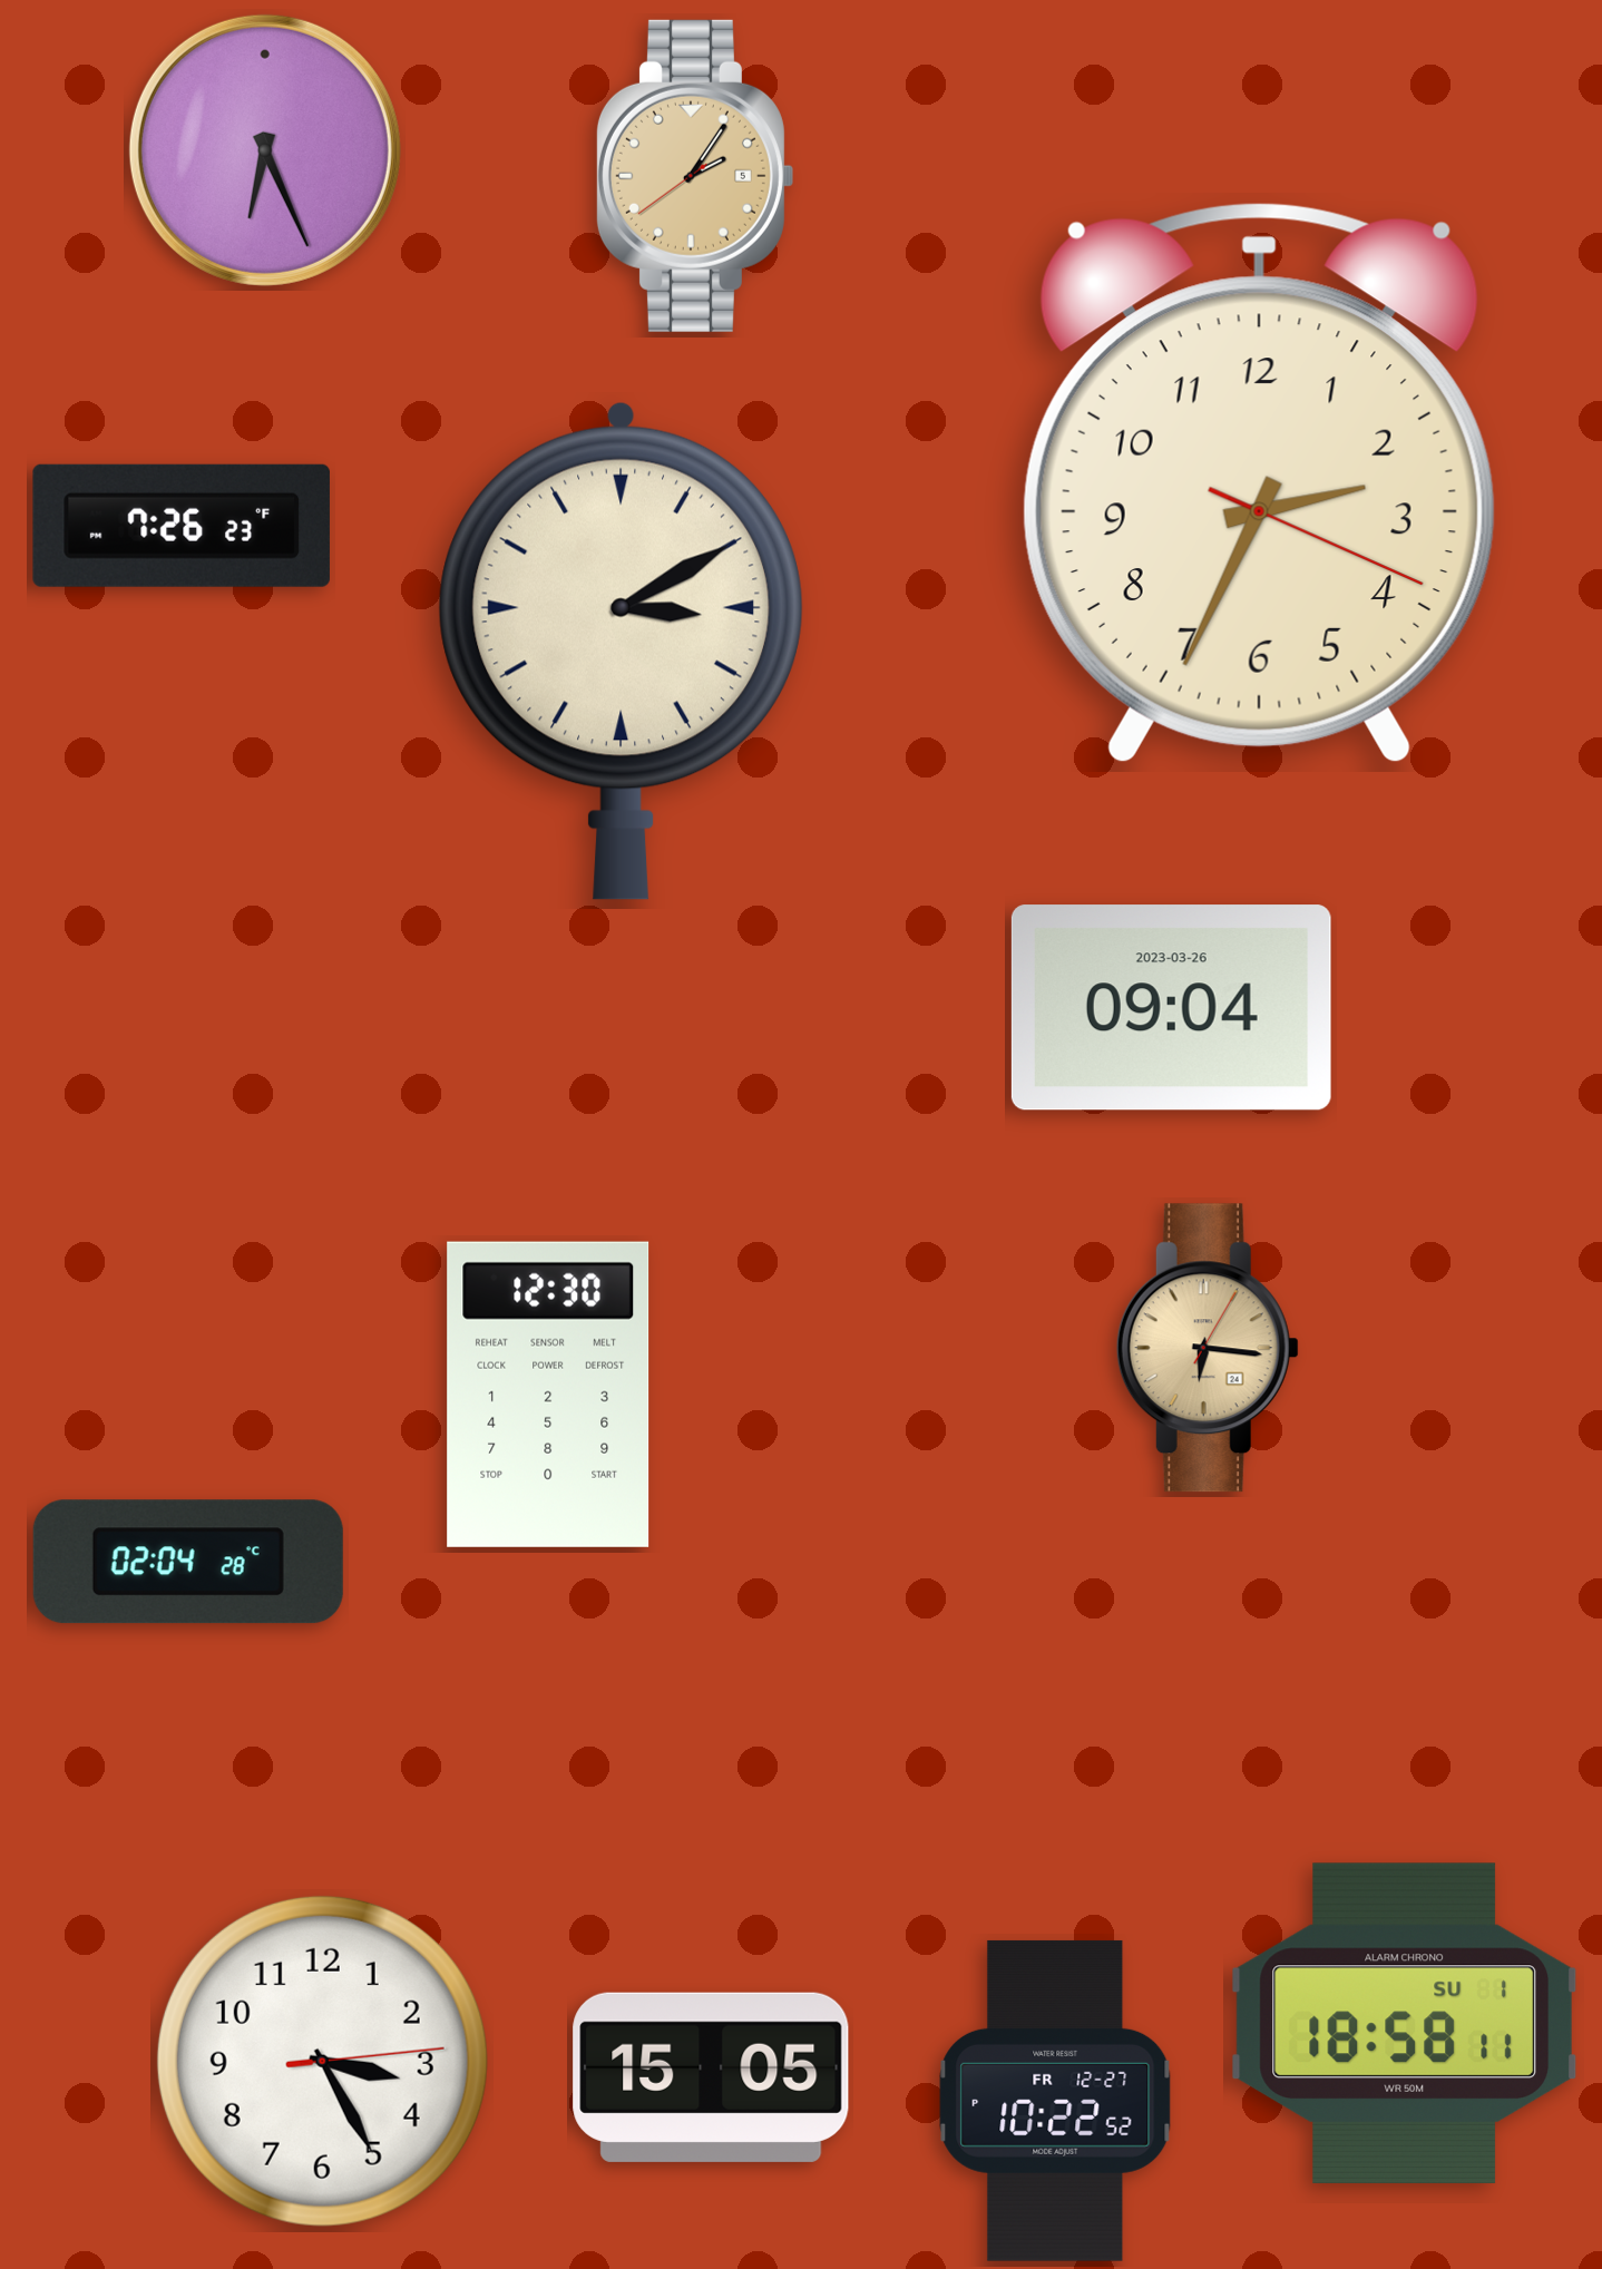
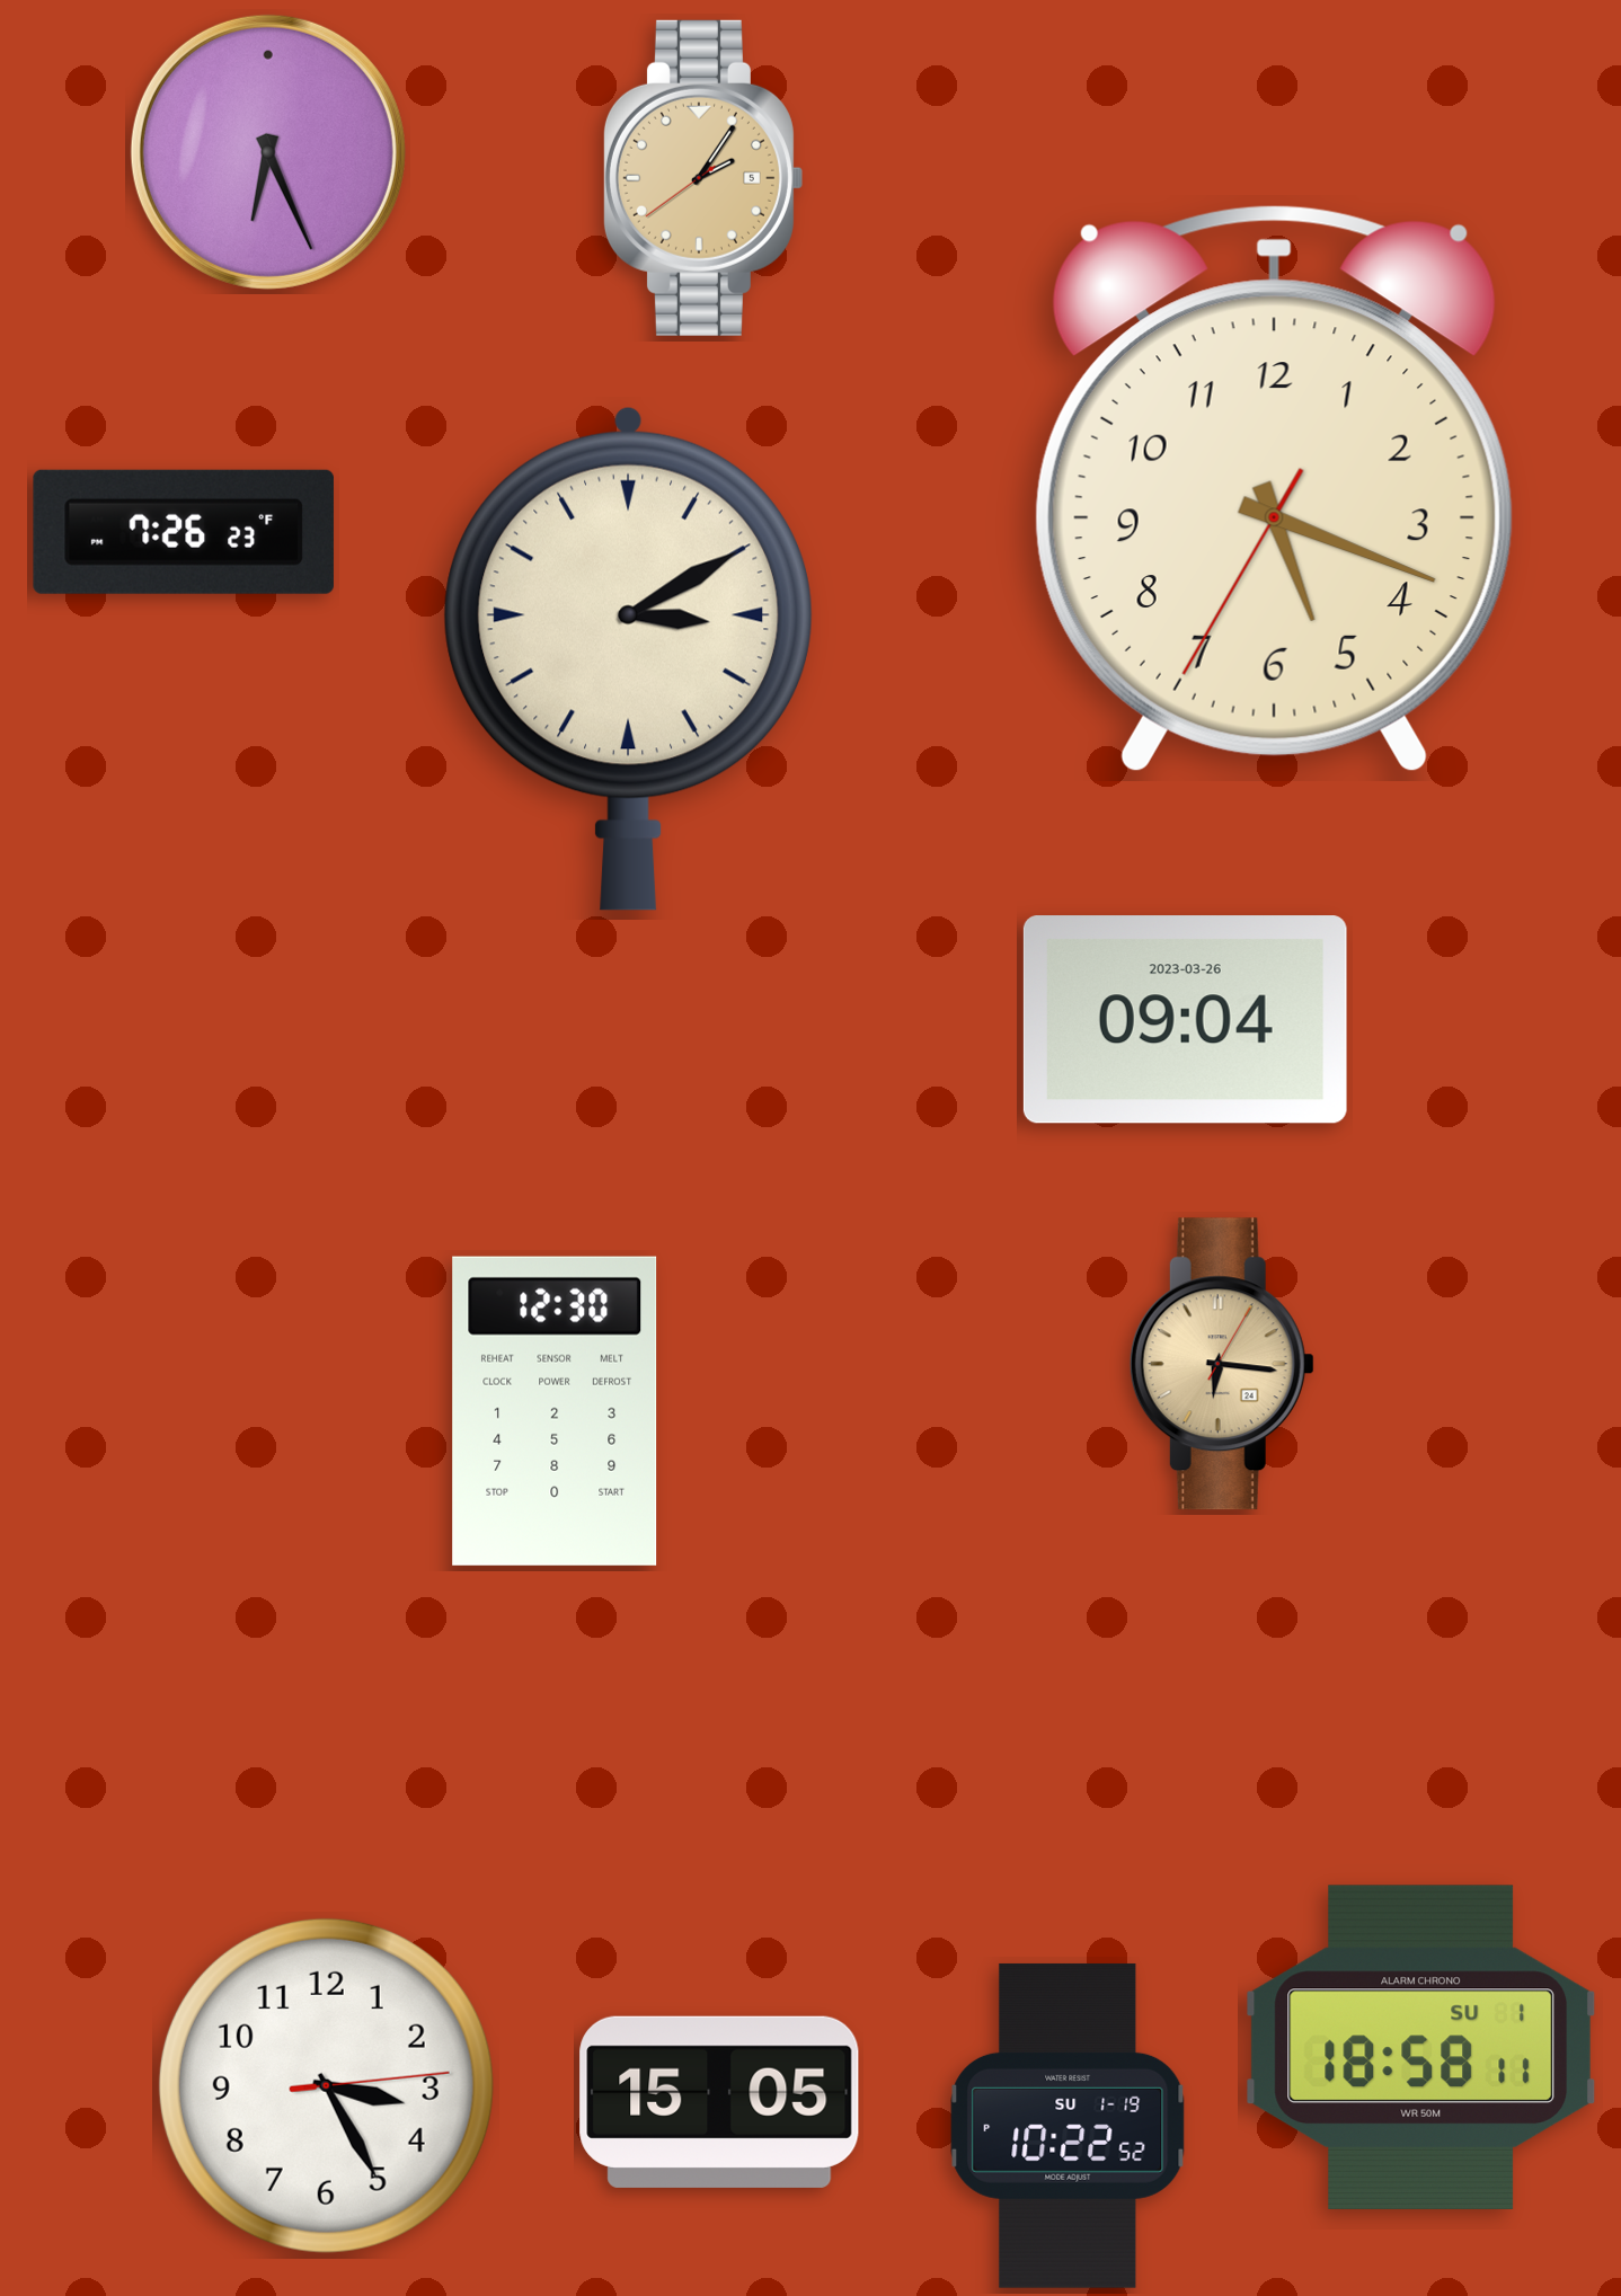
clock at (1259, 482): 2:34 -> 5:18
clock at (188, 1562): 02:04 -> none
clock at (1055, 2101) date: FR 12-27 -> SU 1-19
